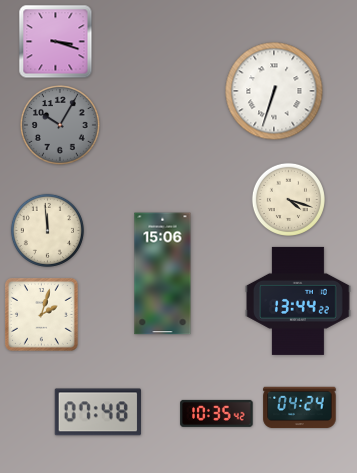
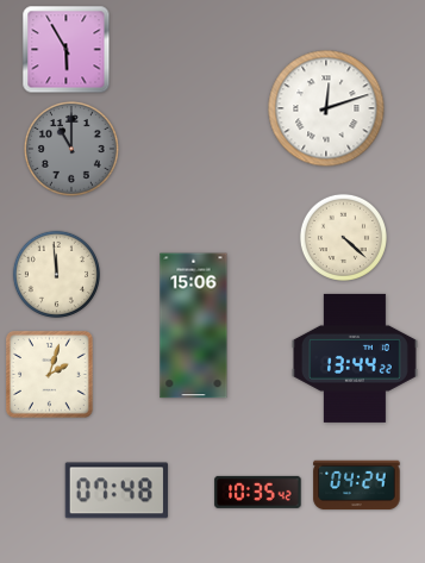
clock at (56, 42): 3:18 -> 5:55
clock at (274, 91): 6:33 -> 12:12
clock at (61, 126): 10:05 -> 11:00
clock at (288, 199): 4:18 -> 4:22
